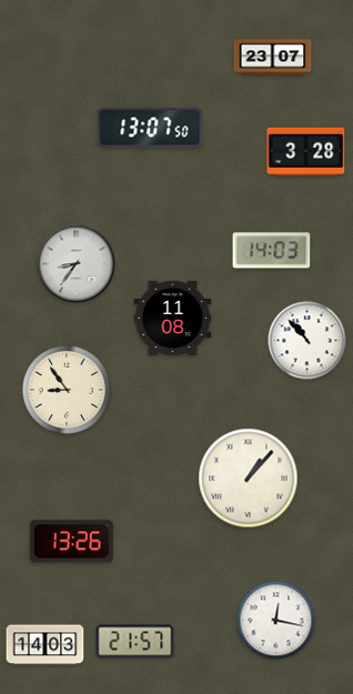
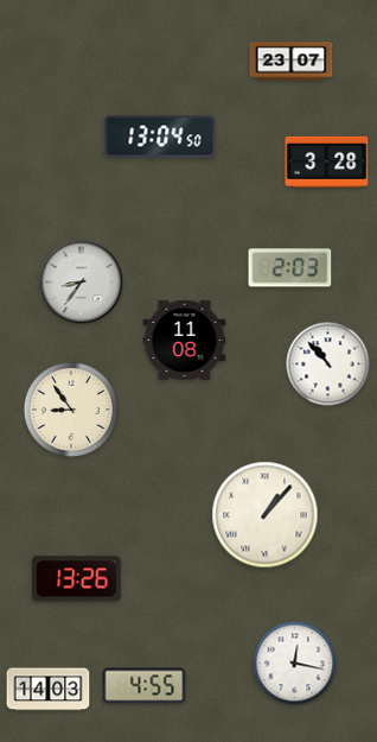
clock at (150, 128): 13:07 -> 13:04
clock at (272, 251): 14:03 -> 2:03
clock at (67, 390) position: (67, 390) -> (71, 410)
clock at (249, 479) position: (249, 479) -> (266, 515)
clock at (135, 642): 21:57 -> 4:55
